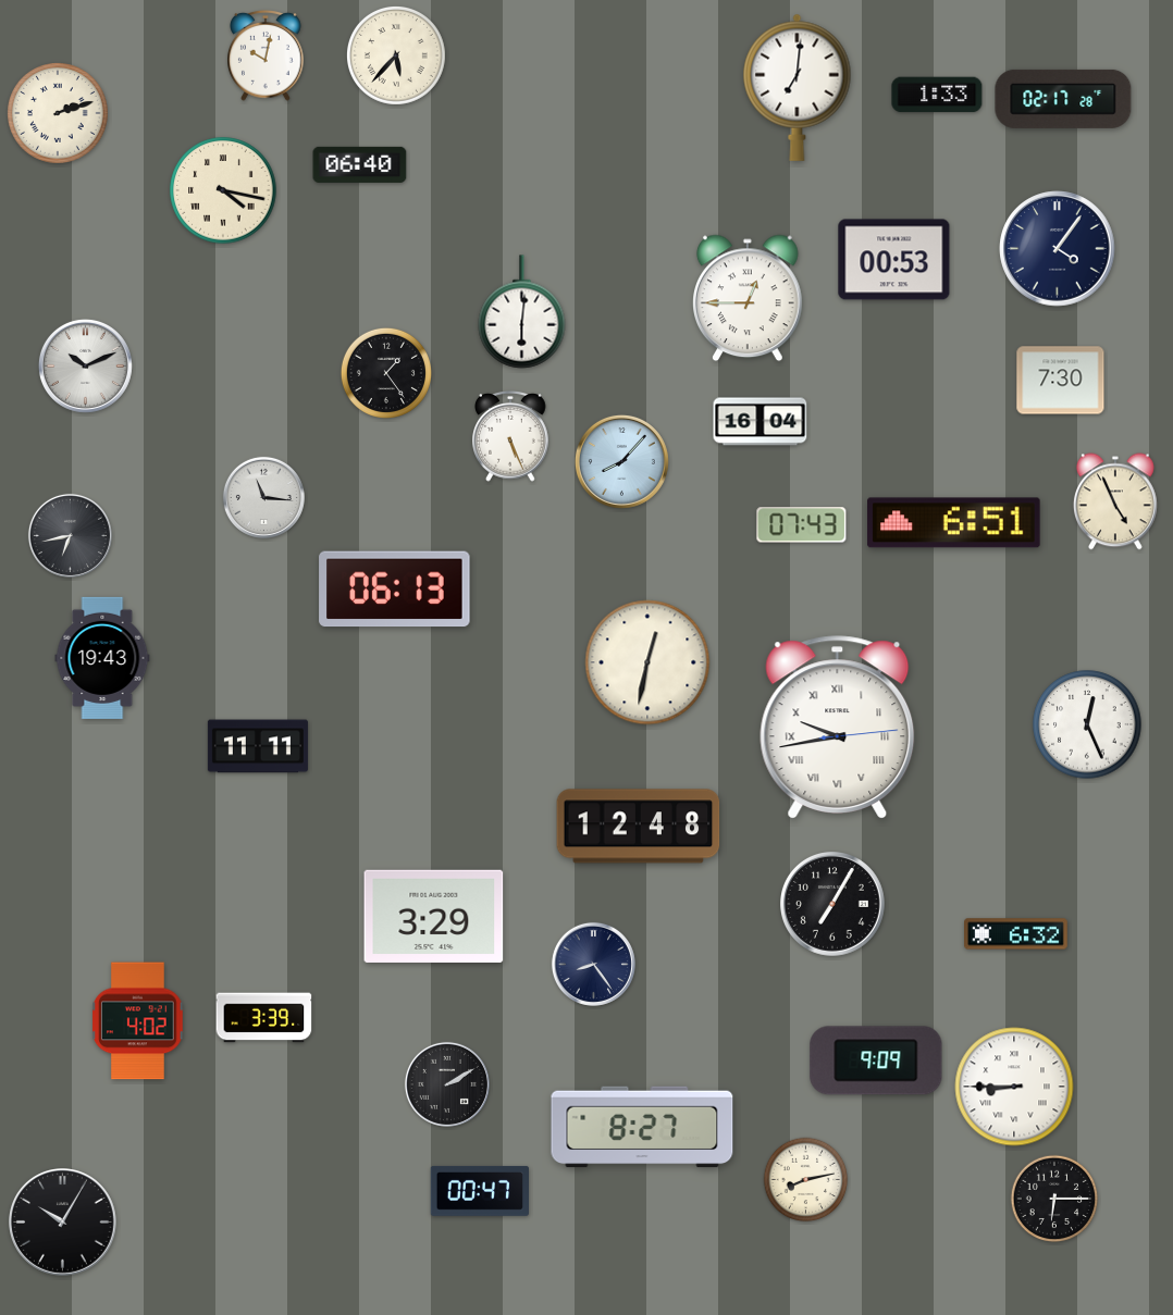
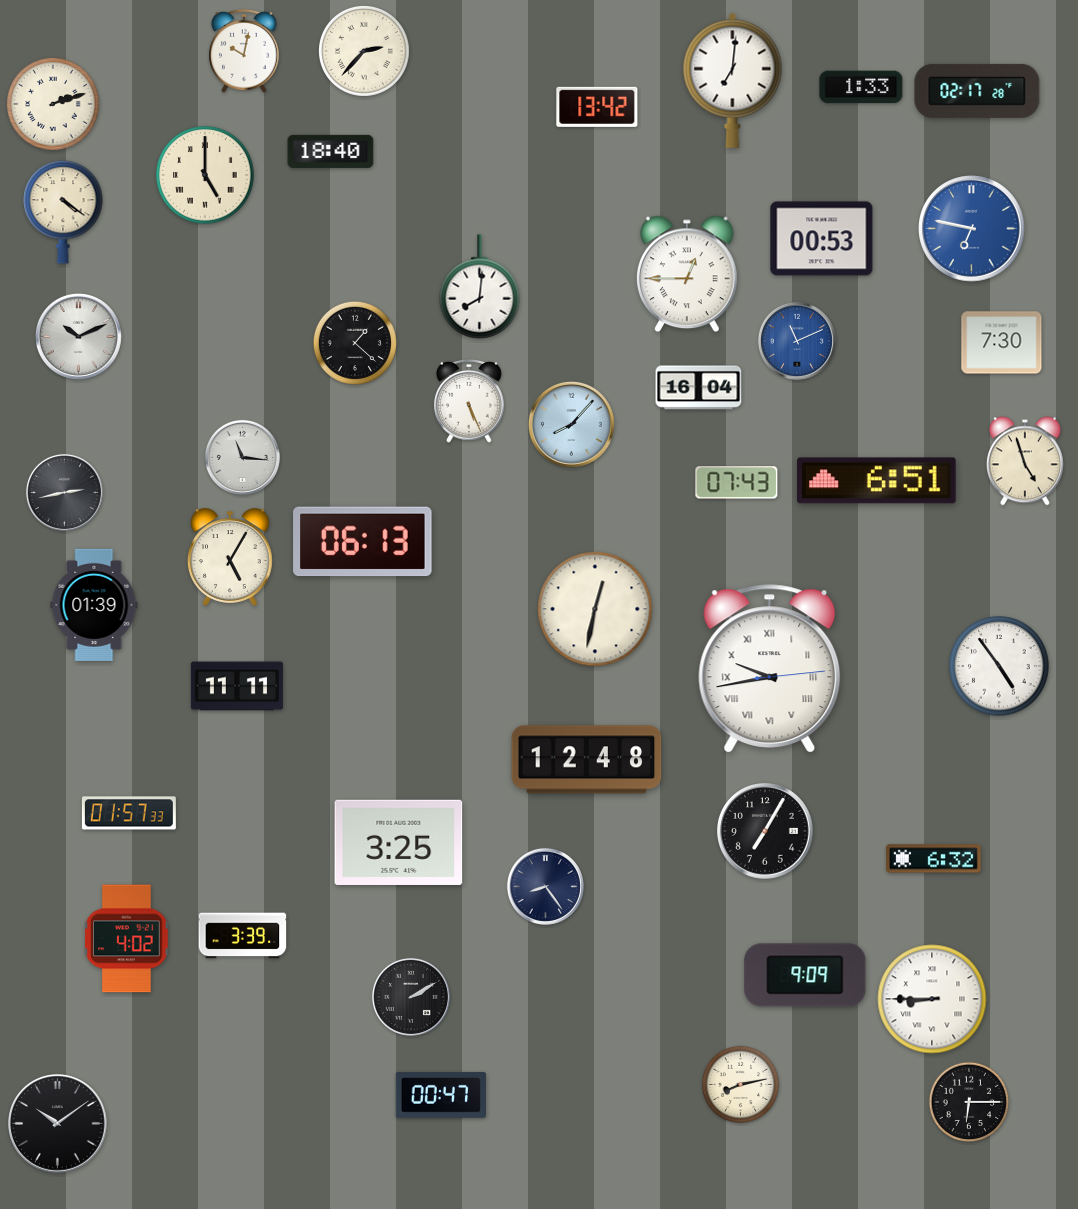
clock at (396, 55): 5:37 -> 2:37
clock at (597, 107): none -> 13:42
clock at (360, 164): 06:40 -> 18:40
clock at (223, 190): 4:17 -> 5:00
clock at (63, 213): none -> 4:21
clock at (1058, 249): 4:06 -> 6:47
clock at (1058, 249) dial: navy -> blue
clock at (522, 312): 6:01 -> 8:01
clock at (797, 341): none -> 11:11
clock at (386, 373): 1:24 -> 1:22
clock at (1061, 381) position: (1061, 381) -> (1002, 343)
clock at (1115, 501): 4:56 -> 4:57
clock at (70, 535): 6:43 -> 2:43
clock at (230, 557): none -> 5:05
clock at (102, 658): 19:43 -> 01:39
clock at (1087, 724): 12:26 -> 4:54
clock at (129, 813): none -> 01:57
clock at (434, 916): 3:29 -> 3:25
clock at (642, 1127): 8:27 -> none
clock at (63, 1223): 10:05 -> 10:09
